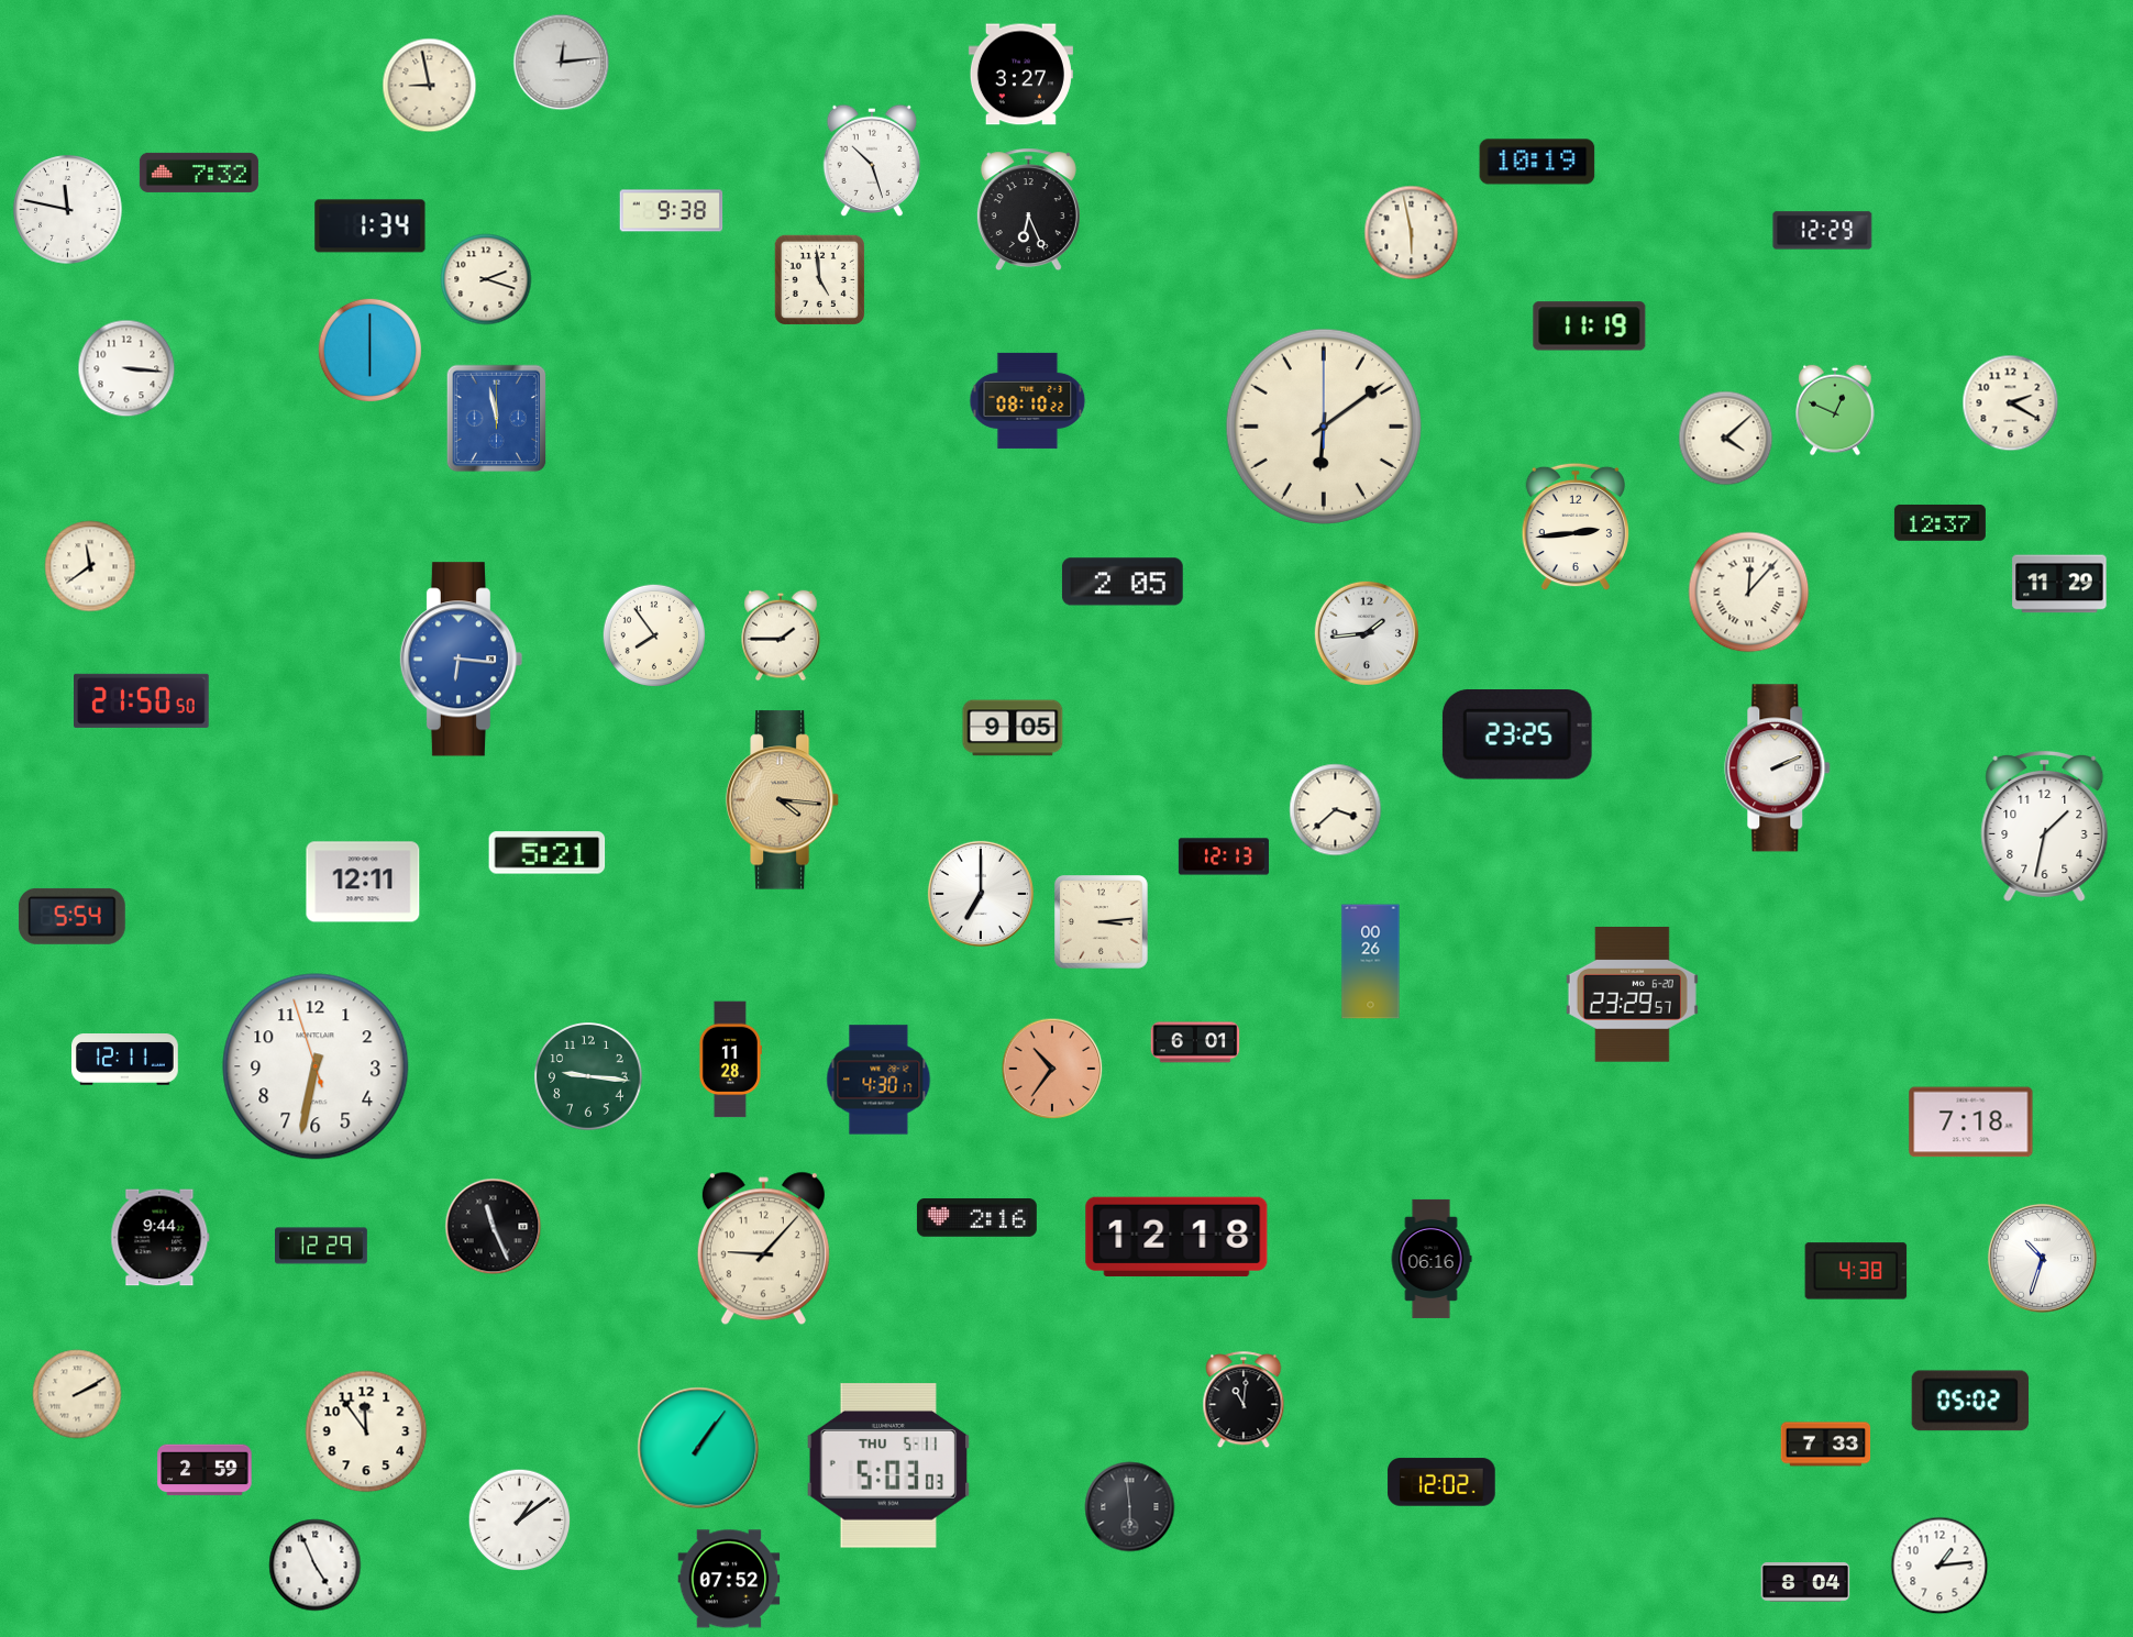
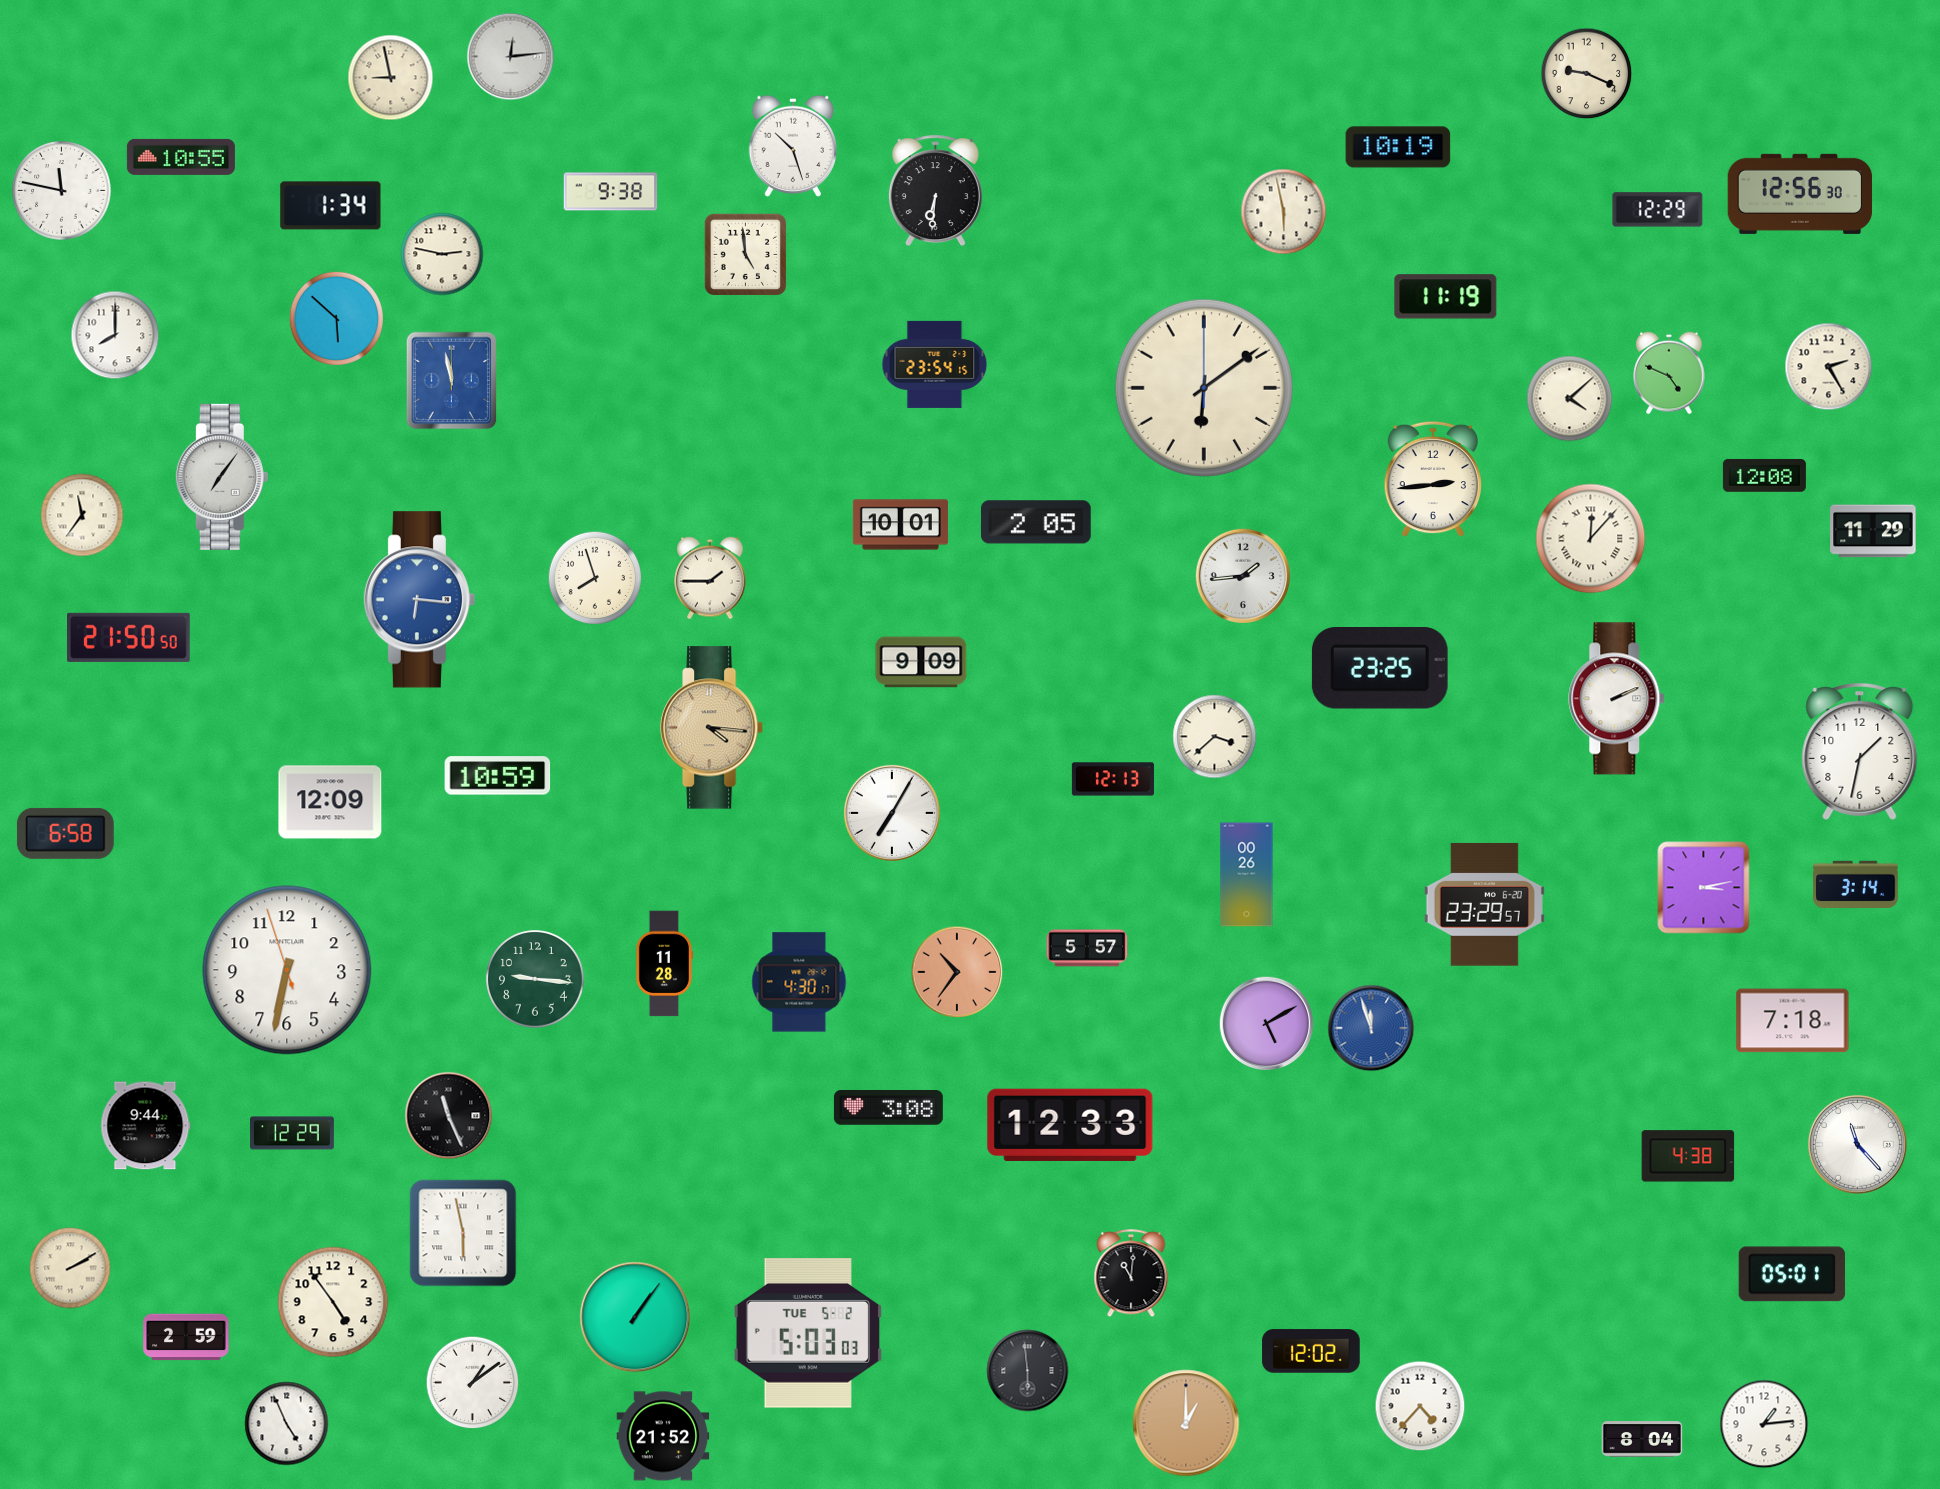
clock at (1020, 75): 3:27 -> none
clock at (1587, 74): none -> 9:19
clock at (199, 173): 7:32 -> 10:55
clock at (1028, 210): 6:26 -> 6:31
clock at (1800, 194): none -> 12:56
clock at (371, 226) position: (371, 226) -> (331, 206)
clock at (486, 279): 2:18 -> 2:47
clock at (369, 350): 6:00 -> 5:52
clock at (126, 368): 3:16 -> 8:00
clock at (1028, 400): 08:10 -> 23:54
clock at (2011, 403): 2:20 -> 2:25
clock at (1835, 410): 12:49 -> 4:49
clock at (1939, 522): 12:37 -> 12:08
clock at (222, 477): none -> 7:06
clock at (90, 566): 11:39 -> 11:36
clock at (900, 525): none -> 10:01
clock at (1123, 582) position: (1123, 582) -> (1036, 522)
clock at (654, 635): 7:54 -> 7:57
clock at (1013, 728): 9:05 -> 9:09
clock at (548, 853): 5:21 -> 10:59
clock at (363, 882): 12:11 -> 12:09
clock at (981, 894): 7:00 -> 7:05
clock at (71, 916): 5:54 -> 6:58
clock at (1102, 922): 3:14 -> none
clock at (1856, 884): none -> 3:14
clock at (1704, 888): none -> 3:13
clock at (1195, 1042): 6:01 -> 5:57
clock at (125, 1060): 12:11 -> none
clock at (1267, 1024): none -> 5:10
clock at (1371, 1028): none -> 11:57
clock at (976, 1218): 2:16 -> 3:08
clock at (1176, 1237): 12:18 -> 12:33
clock at (763, 1249): 9:07 -> none
clock at (2042, 1258): 10:33 -> 11:23
clock at (1432, 1259): 06:16 -> none
clock at (463, 1233): none -> 5:58
clock at (1970, 1401): 05:02 -> 05:01
clock at (366, 1431): 11:54 -> 4:54
clock at (1826, 1445): 7:33 -> none
clock at (888, 1465) date: THU 5-11 -> TUE 5-2
clock at (1441, 1482) position: (1441, 1482) -> (1311, 1351)
clock at (1420, 1406): none -> 4:37
clock at (1186, 1423): none -> 1:00
clock at (729, 1579): 07:52 -> 21:52
